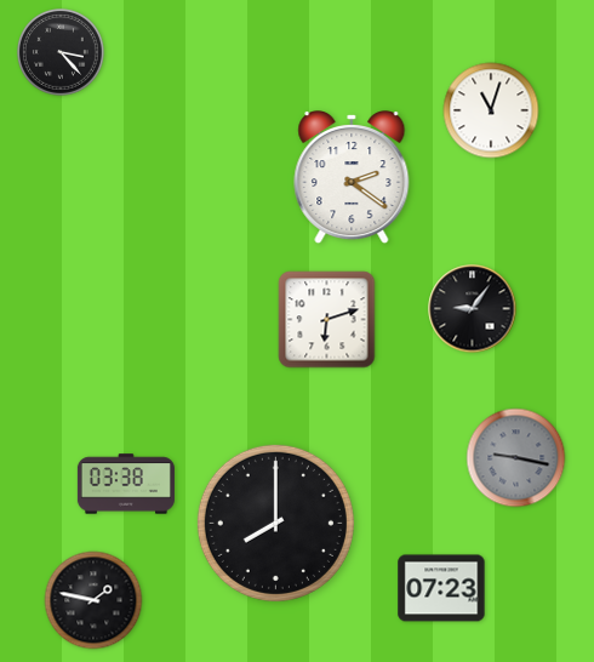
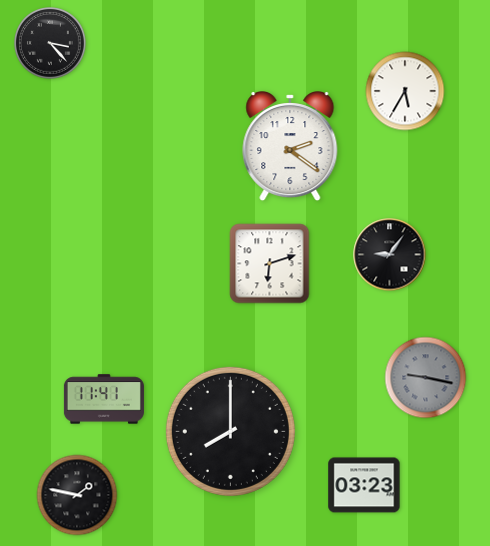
clock at (491, 110): 11:03 -> 5:35
clock at (126, 484): 03:38 -> 11:41
clock at (275, 523) position: (275, 523) -> (230, 431)
clock at (441, 588): 07:23 -> 03:23
